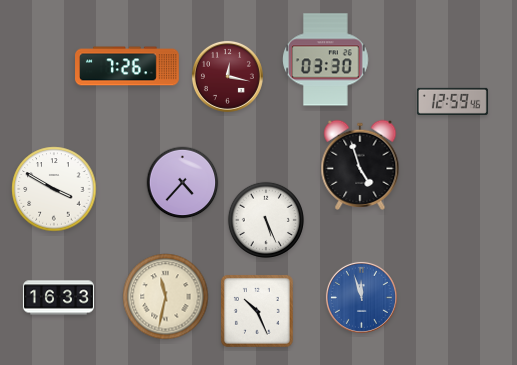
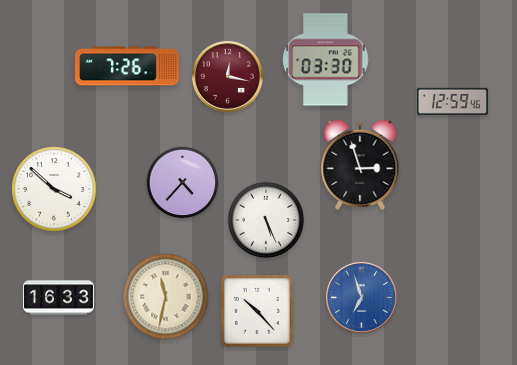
clock at (360, 165): 4:57 -> 2:57
clock at (54, 189): 3:50 -> 3:52
clock at (361, 297): 11:57 -> 6:57
clock at (257, 311): 10:26 -> 10:23
